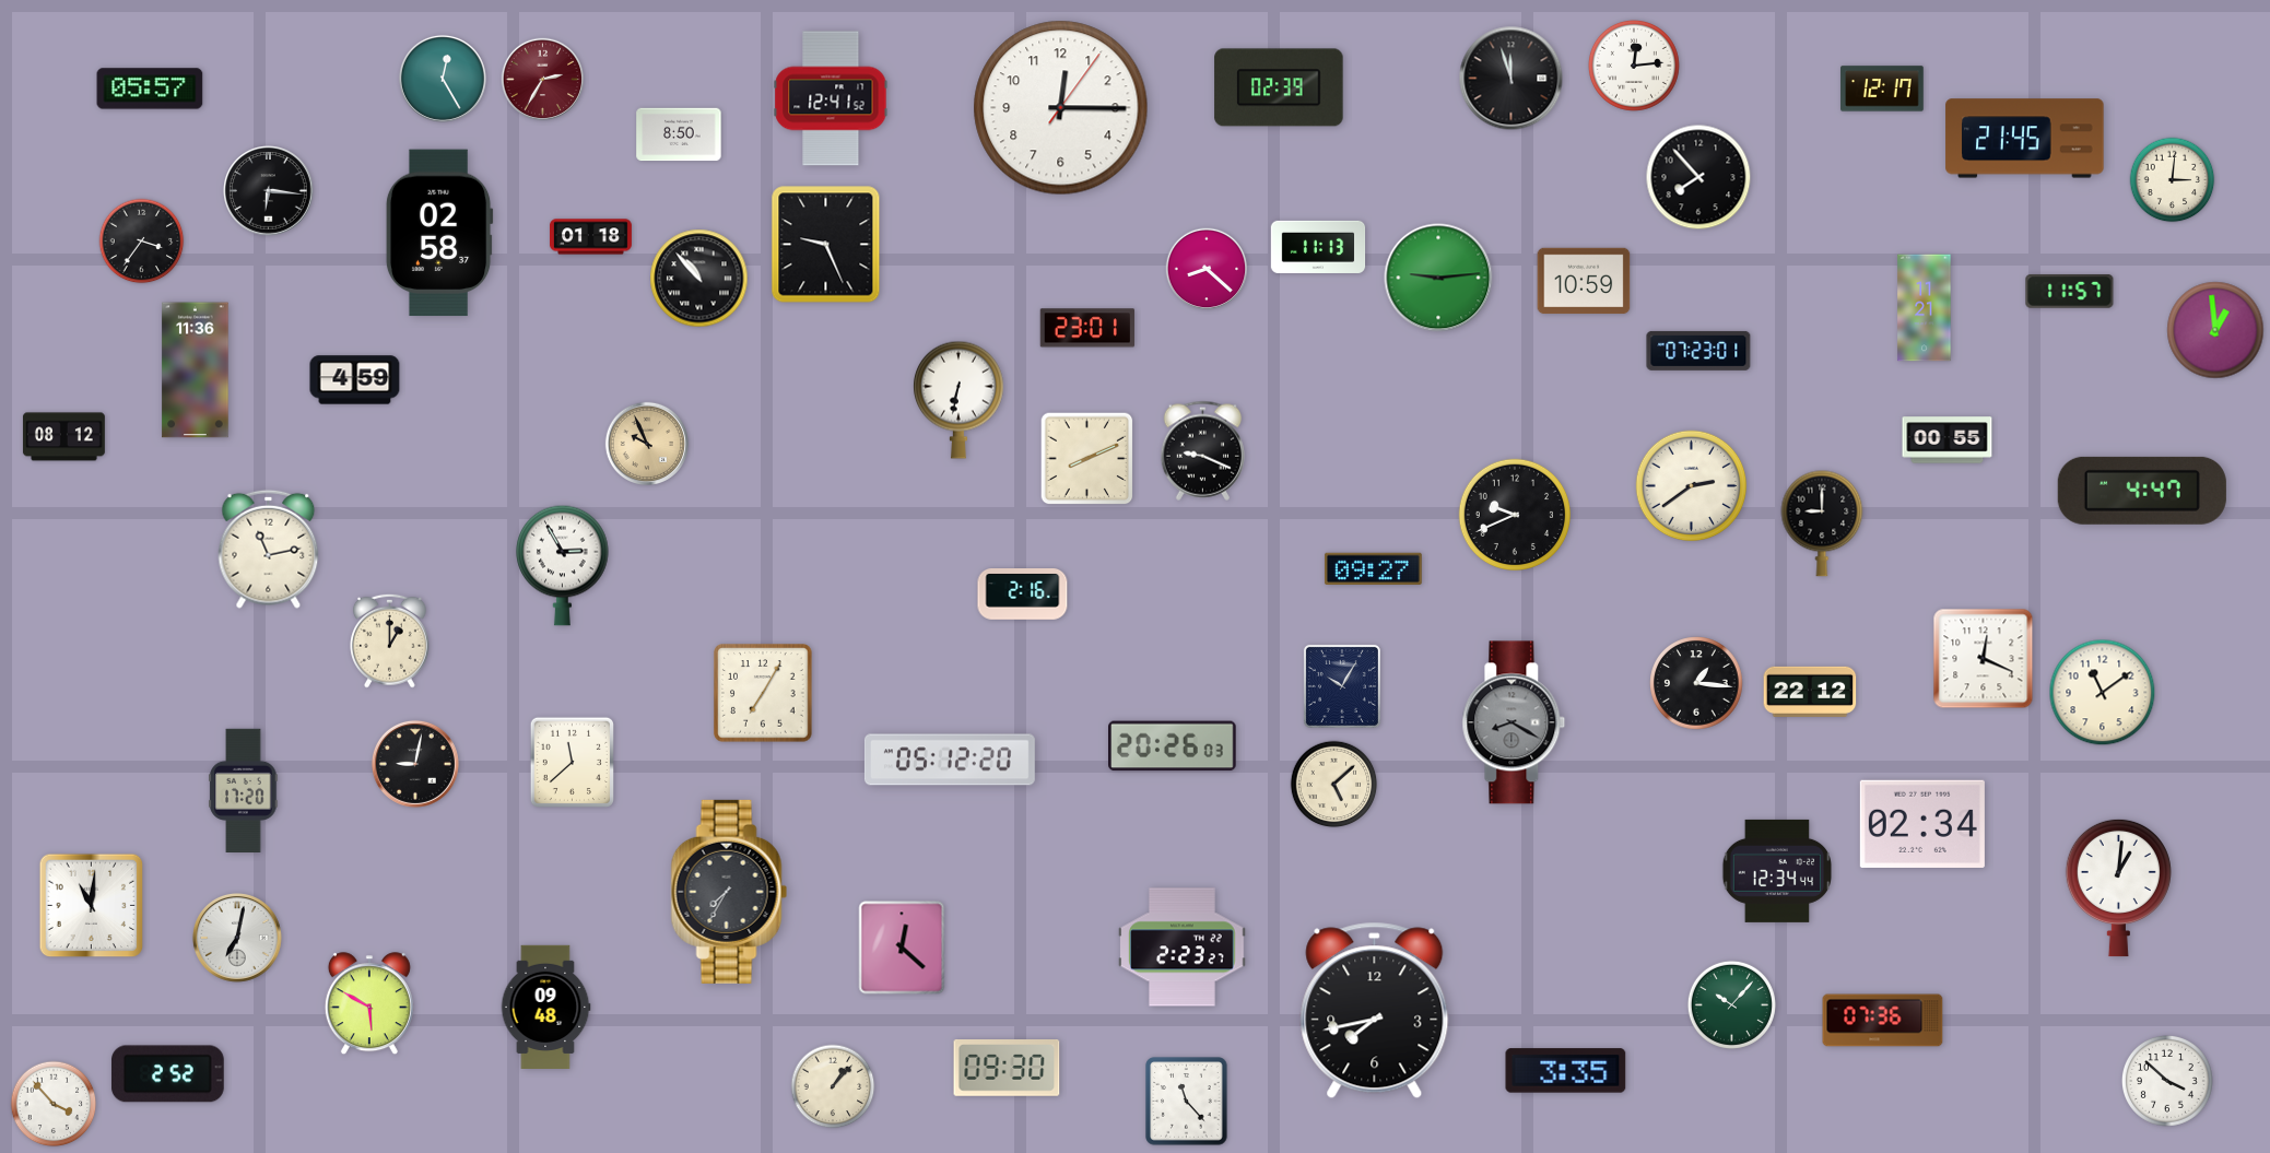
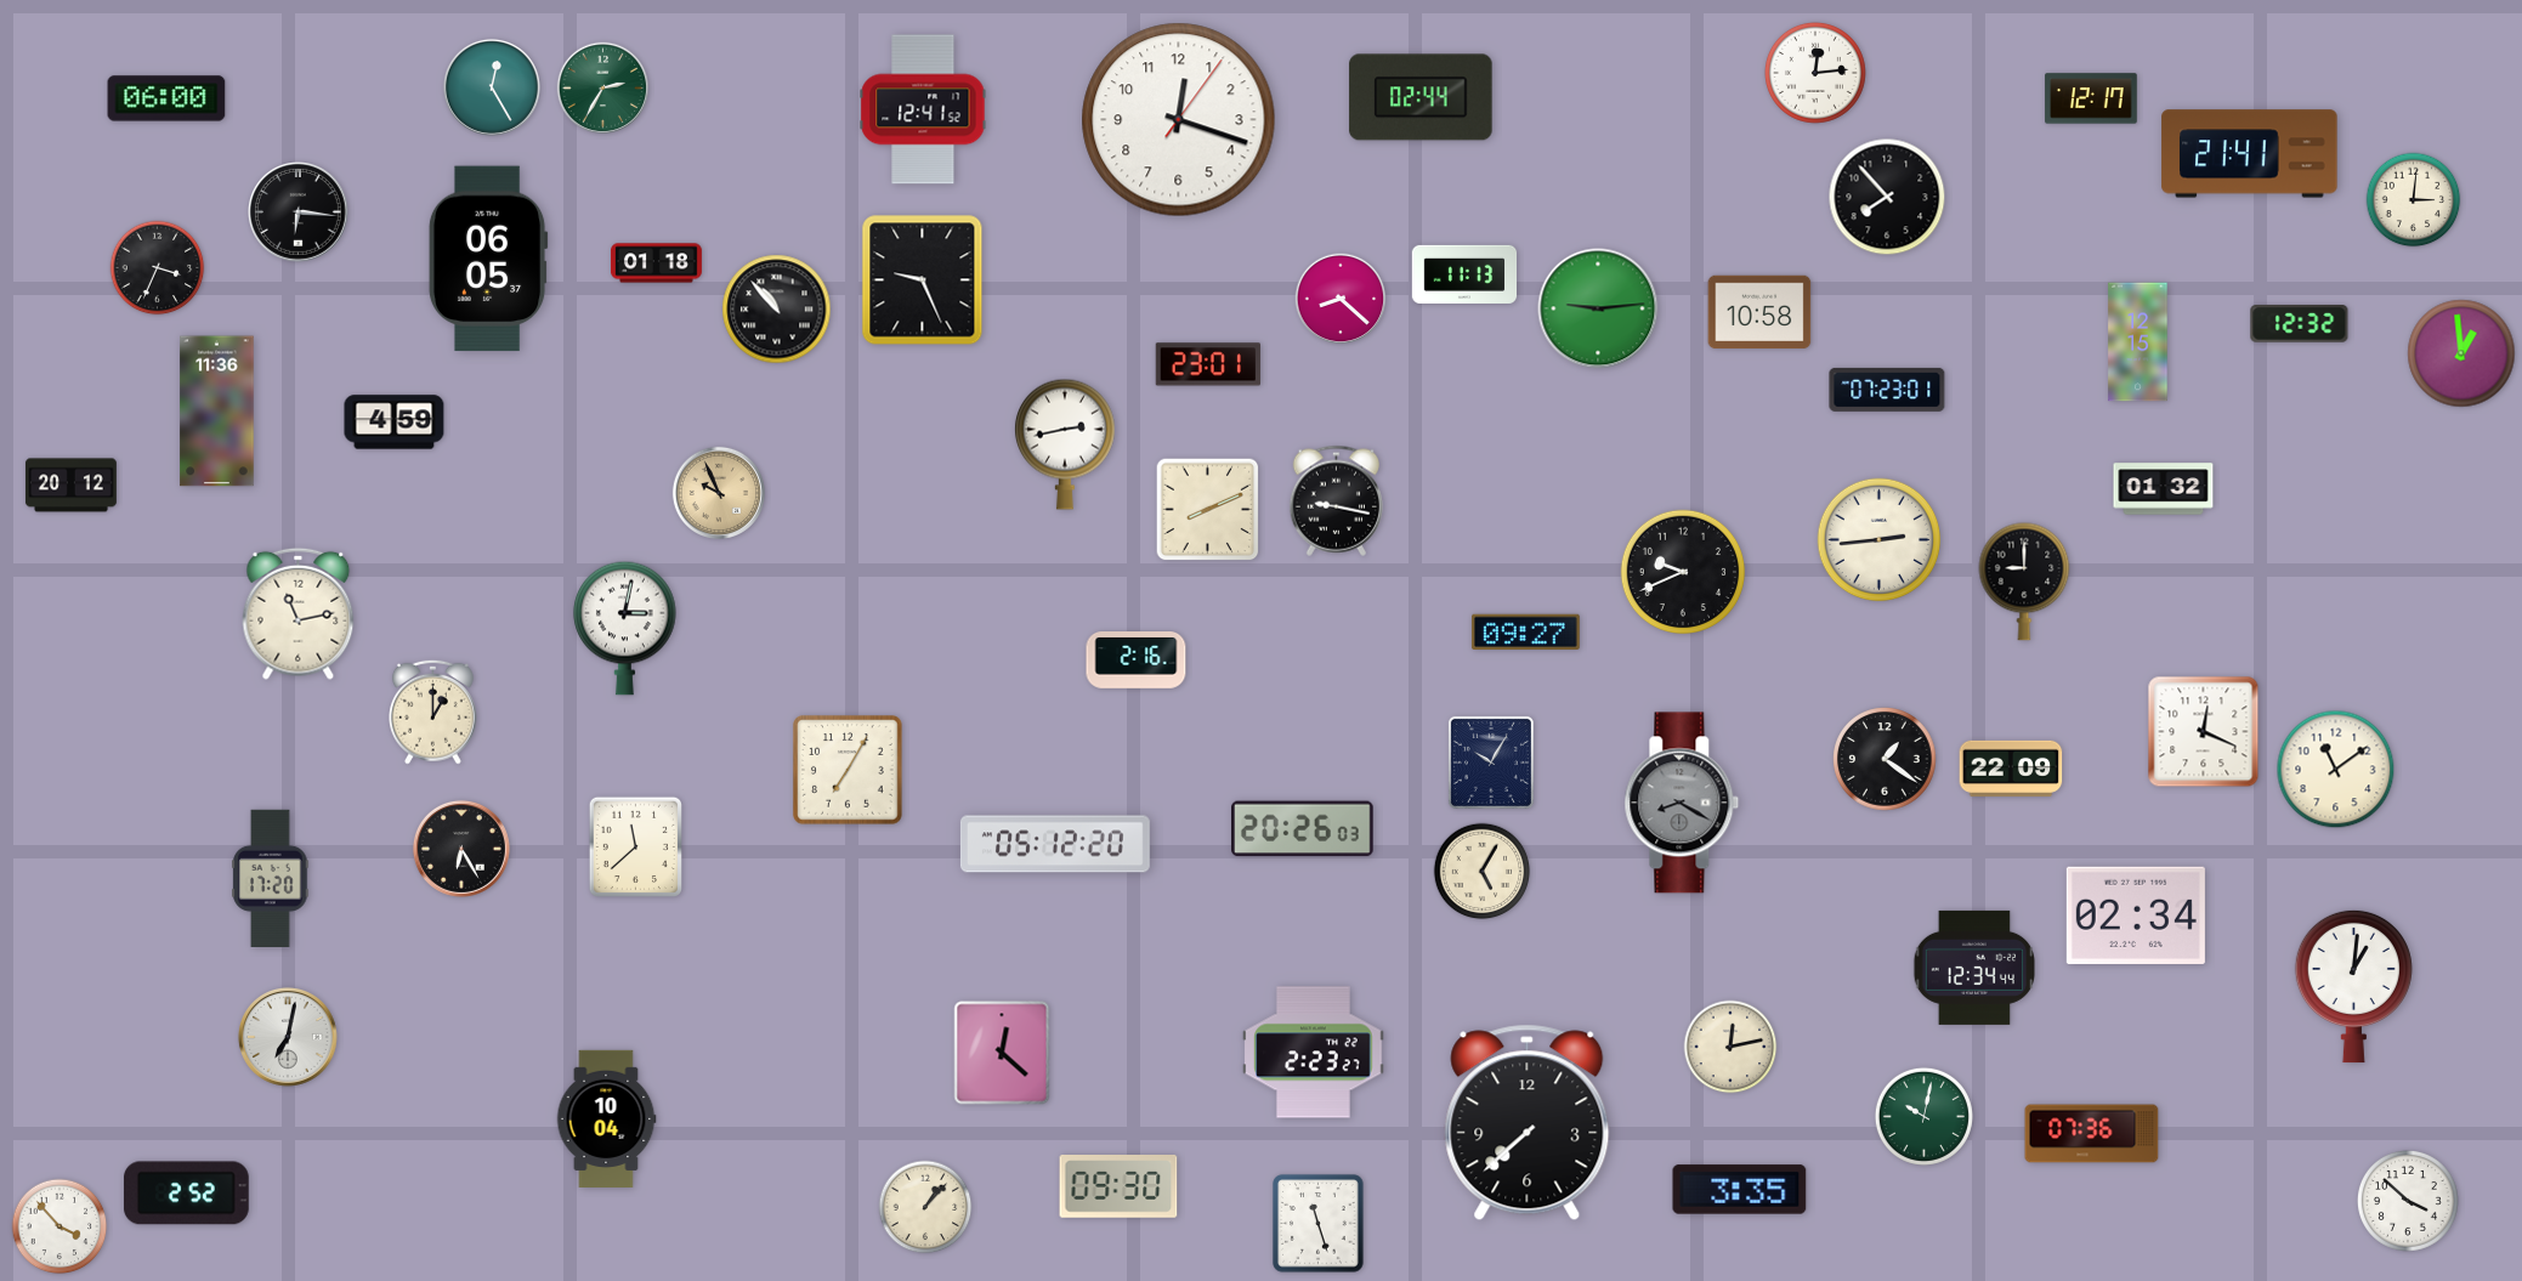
clock at (1512, 79): 11:57 -> none
clock at (543, 80) dial: burgundy -> green
clock at (1279, 87): 02:39 -> 02:44
clock at (150, 89): 05:57 -> 06:00
clock at (1061, 108): 12:15 -> 12:18
clock at (679, 134): 8:50 -> none
clock at (2025, 139): 21:45 -> 21:41
clock at (439, 233): 02:58 -> 06:05
clock at (142, 242): 3:36 -> 3:34
clock at (826, 245) position: (826, 245) -> (923, 280)
clock at (1584, 281): 10:59 -> 10:58
clock at (2070, 292): 11:57 -> 12:32
clock at (1925, 308): 11:21 -> 12:15
clock at (2215, 330) position: (2215, 330) -> (2461, 353)
clock at (958, 400): 6:32 -> 2:43
clock at (63, 437): 08:12 -> 20:12
clock at (1948, 440): 00:55 -> 01:32
clock at (1202, 450): 9:19 -> 9:17
clock at (1692, 486): 2:39 -> 2:44
clock at (2142, 491): 4:47 -> none
clock at (269, 549) position: (269, 549) -> (299, 613)
clock at (563, 565): 2:55 -> 3:02
clock at (1696, 683): 1:16 -> 1:21
clock at (1810, 692): 22:12 -> 22:09
clock at (415, 764): 9:02 -> 6:25
clock at (1334, 785): 5:08 -> 5:05
clock at (729, 892): 7:35 -> none
clock at (92, 906): 11:01 -> none
clock at (237, 938) position: (237, 938) -> (288, 1037)
clock at (1730, 1047): none -> 12:13
clock at (369, 1004): 5:50 -> none
clock at (1731, 1004): 10:07 -> 10:02
clock at (545, 1007): 09:48 -> 10:04
clock at (1375, 1011): 7:43 -> 7:38
clock at (1187, 1102): 11:23 -> 11:27
